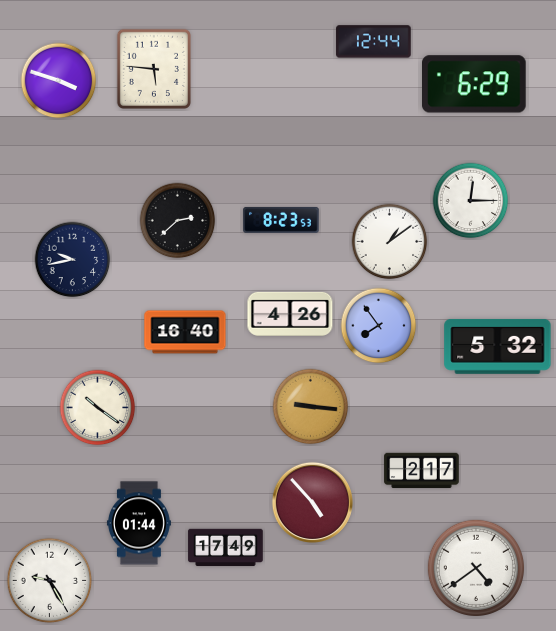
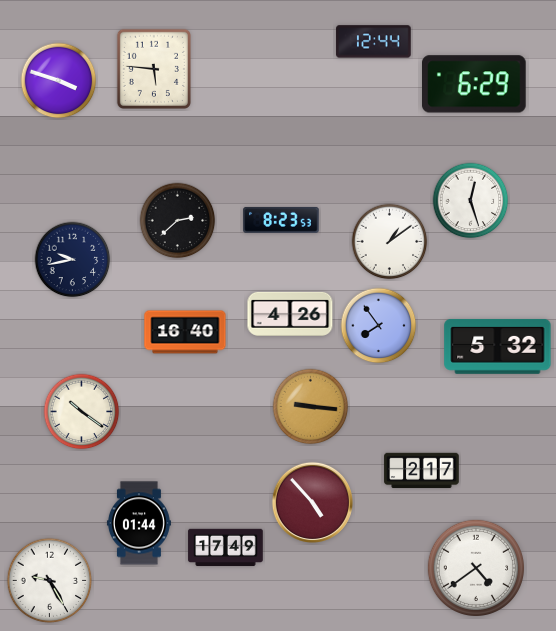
clock at (471, 201): 12:15 -> 12:27
clock at (98, 408) position: (98, 408) -> (82, 412)
